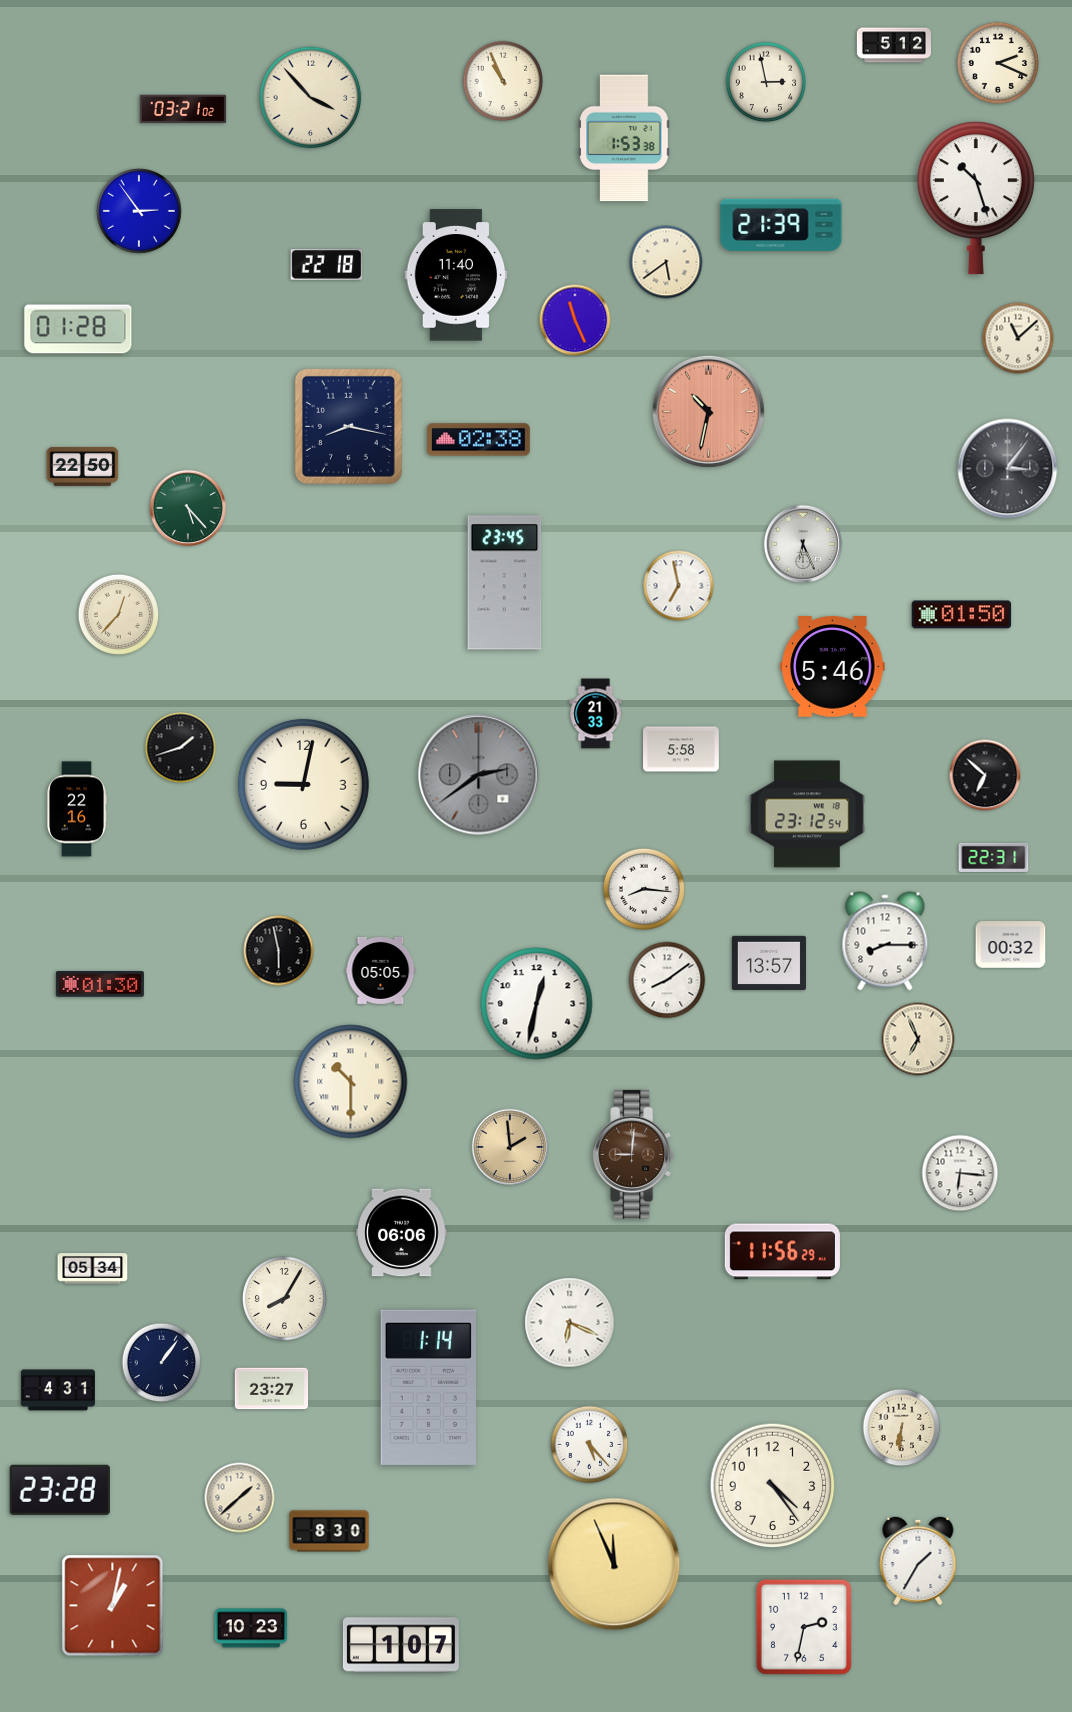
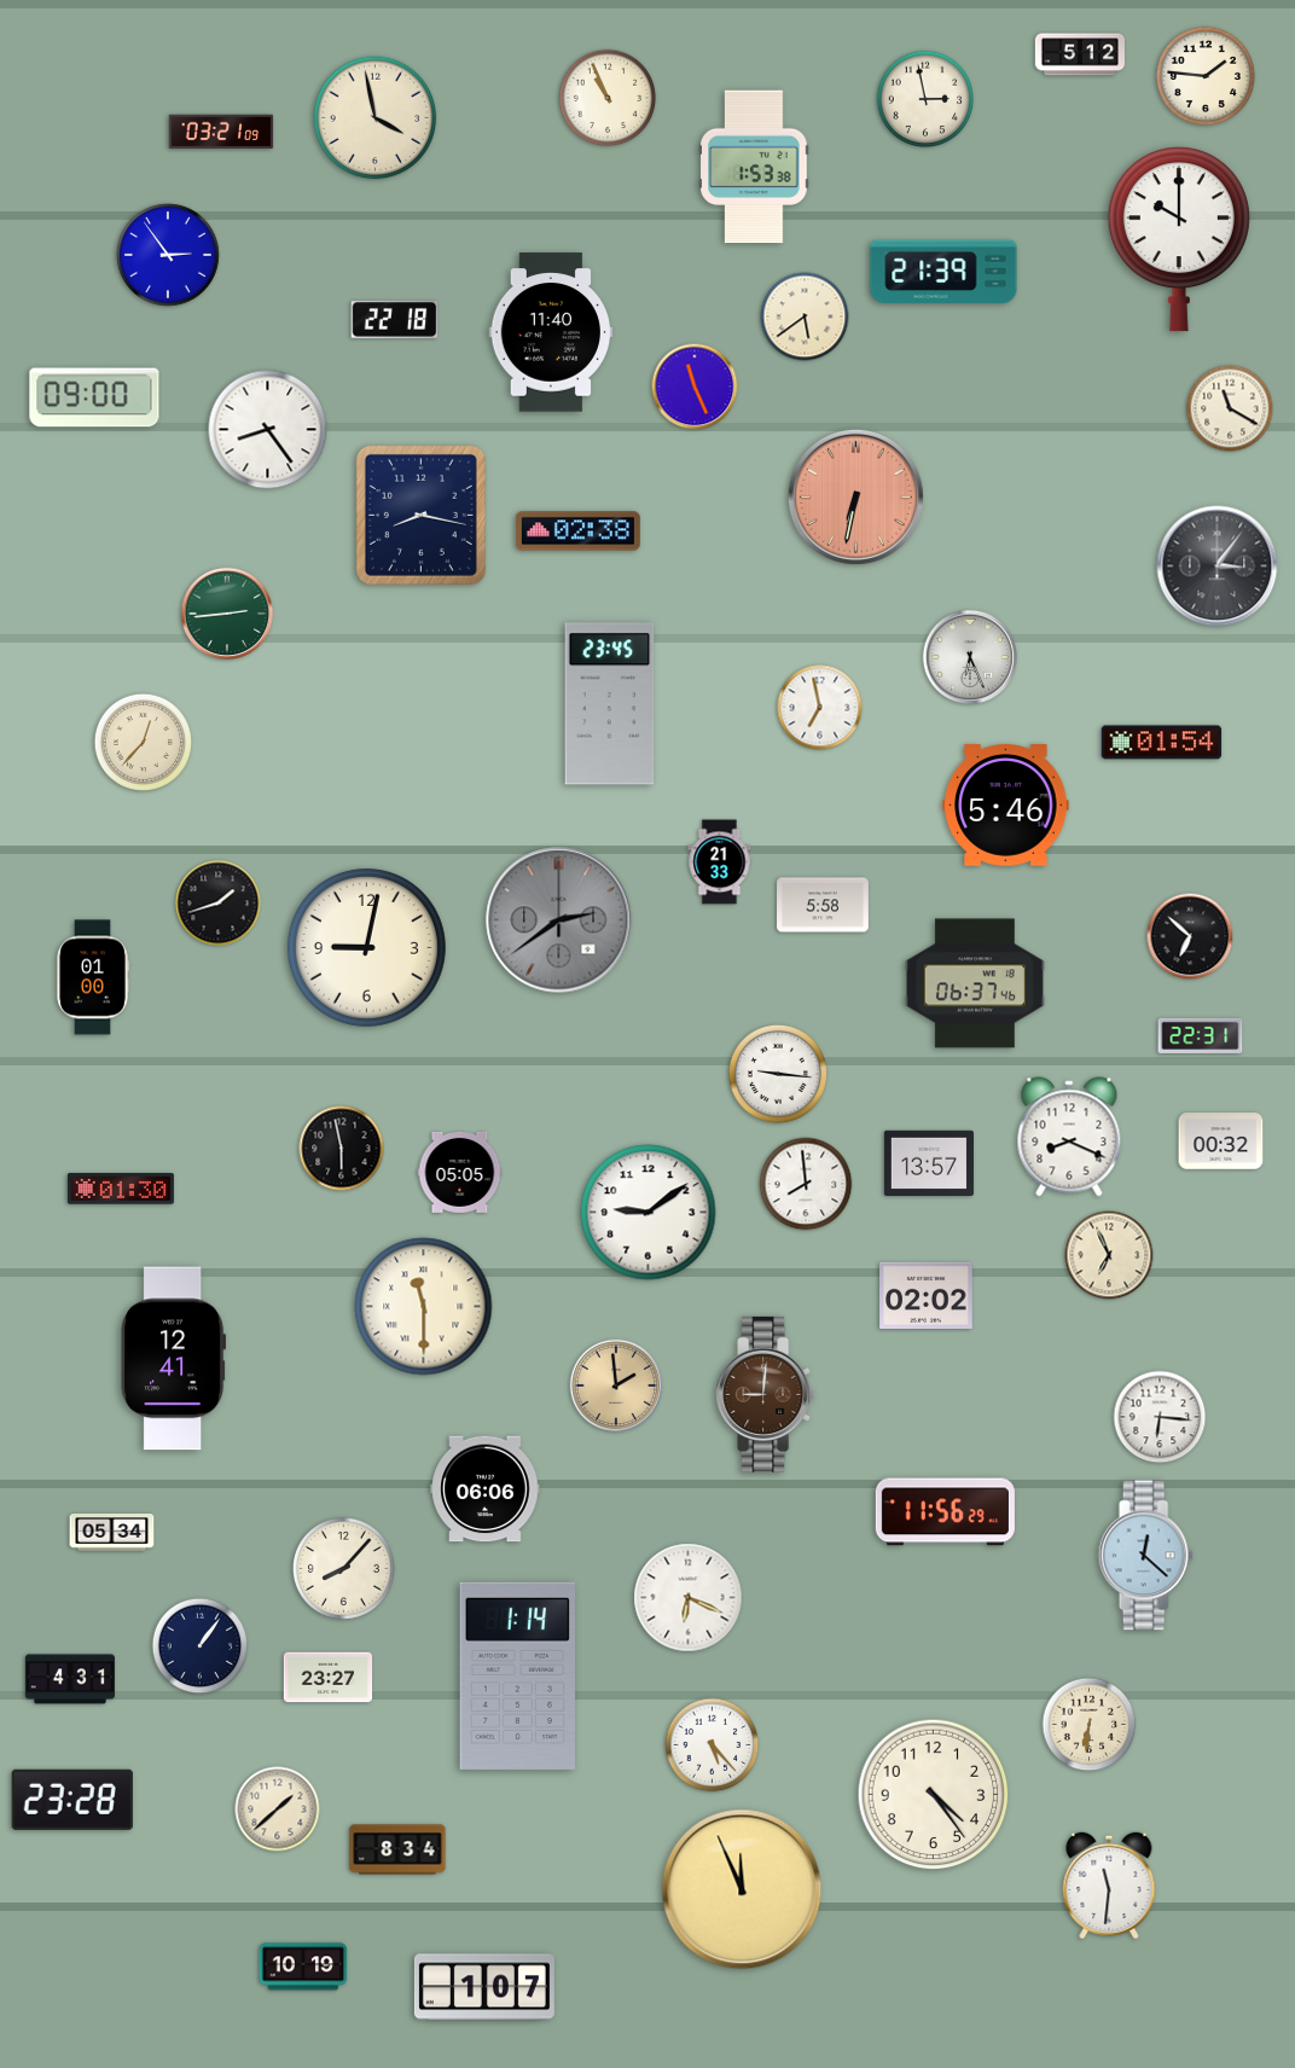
clock at (998, 63): 2:19 -> 1:46
clock at (311, 98): 3:53 -> 3:58
clock at (183, 109): 03:21:02 -> 03:21:09
clock at (976, 198): 10:27 -> 10:00
clock at (78, 329): 01:28 -> 09:00
clock at (1018, 338): 11:08 -> 11:20
clock at (268, 430): none -> 8:24
clock at (708, 411): 10:32 -> 6:32
clock at (83, 467): 22:50 -> none
clock at (188, 508): 5:23 -> 2:44
clock at (962, 615): 01:50 -> 01:54
clock at (479, 775) position: (479, 775) -> (559, 920)
clock at (77, 809): 22:16 -> 01:00
clock at (807, 814): 23:12 -> 06:37
clock at (644, 889): 8:16 -> 9:16
clock at (885, 941): 8:15 -> 8:19
clock at (279, 951) position: (279, 951) -> (342, 1149)
clock at (667, 980): 8:09 -> 7:59
clock at (537, 1004): 12:32 -> 9:09
clock at (927, 1295): none -> 02:02
clock at (351, 1082): 10:30 -> 11:30
clock at (174, 1359): none -> 12:41
clock at (1145, 1556): none -> 12:22
clock at (284, 1298): 8:05 -> 8:07
clock at (162, 1363) position: (162, 1363) -> (201, 1646)
clock at (240, 1498) position: (240, 1498) -> (278, 1809)
clock at (329, 1531): 8:30 -> 8:34
clock at (918, 1560): 1:35 -> 11:31
clock at (113, 1606): 1:02 -> none
clock at (804, 1627): 2:32 -> none
clock at (251, 1628): 10:23 -> 10:19
